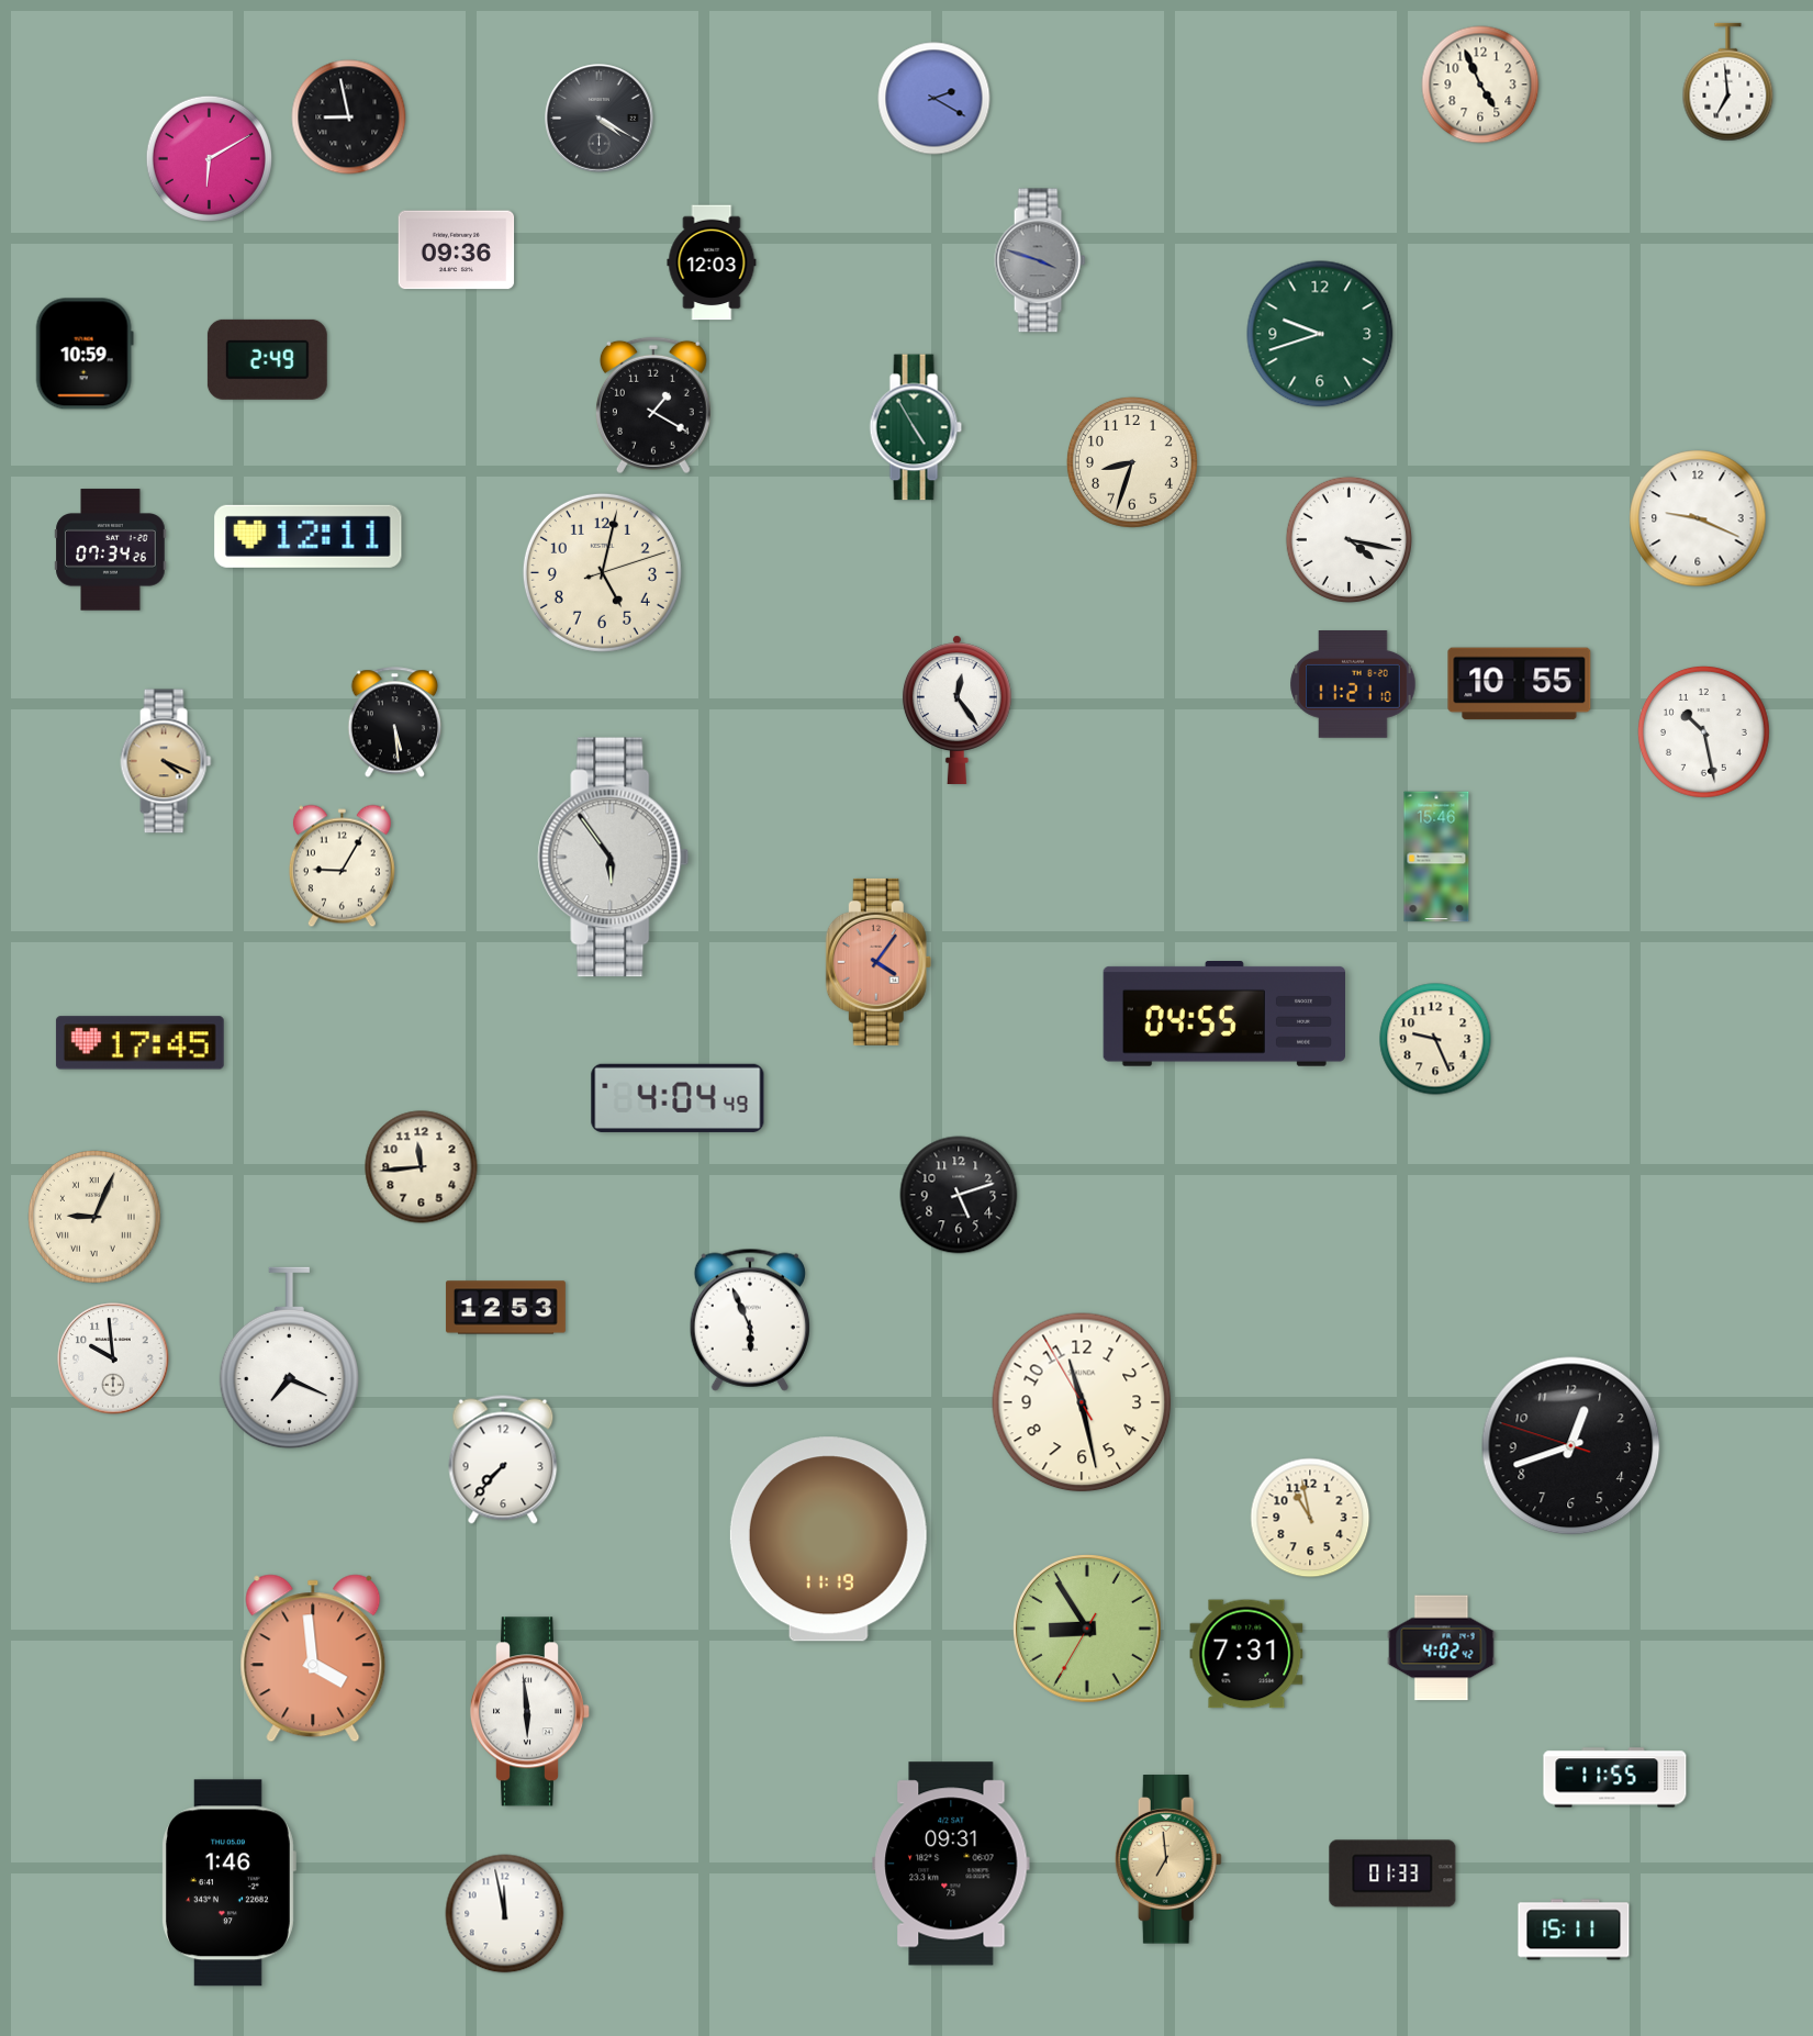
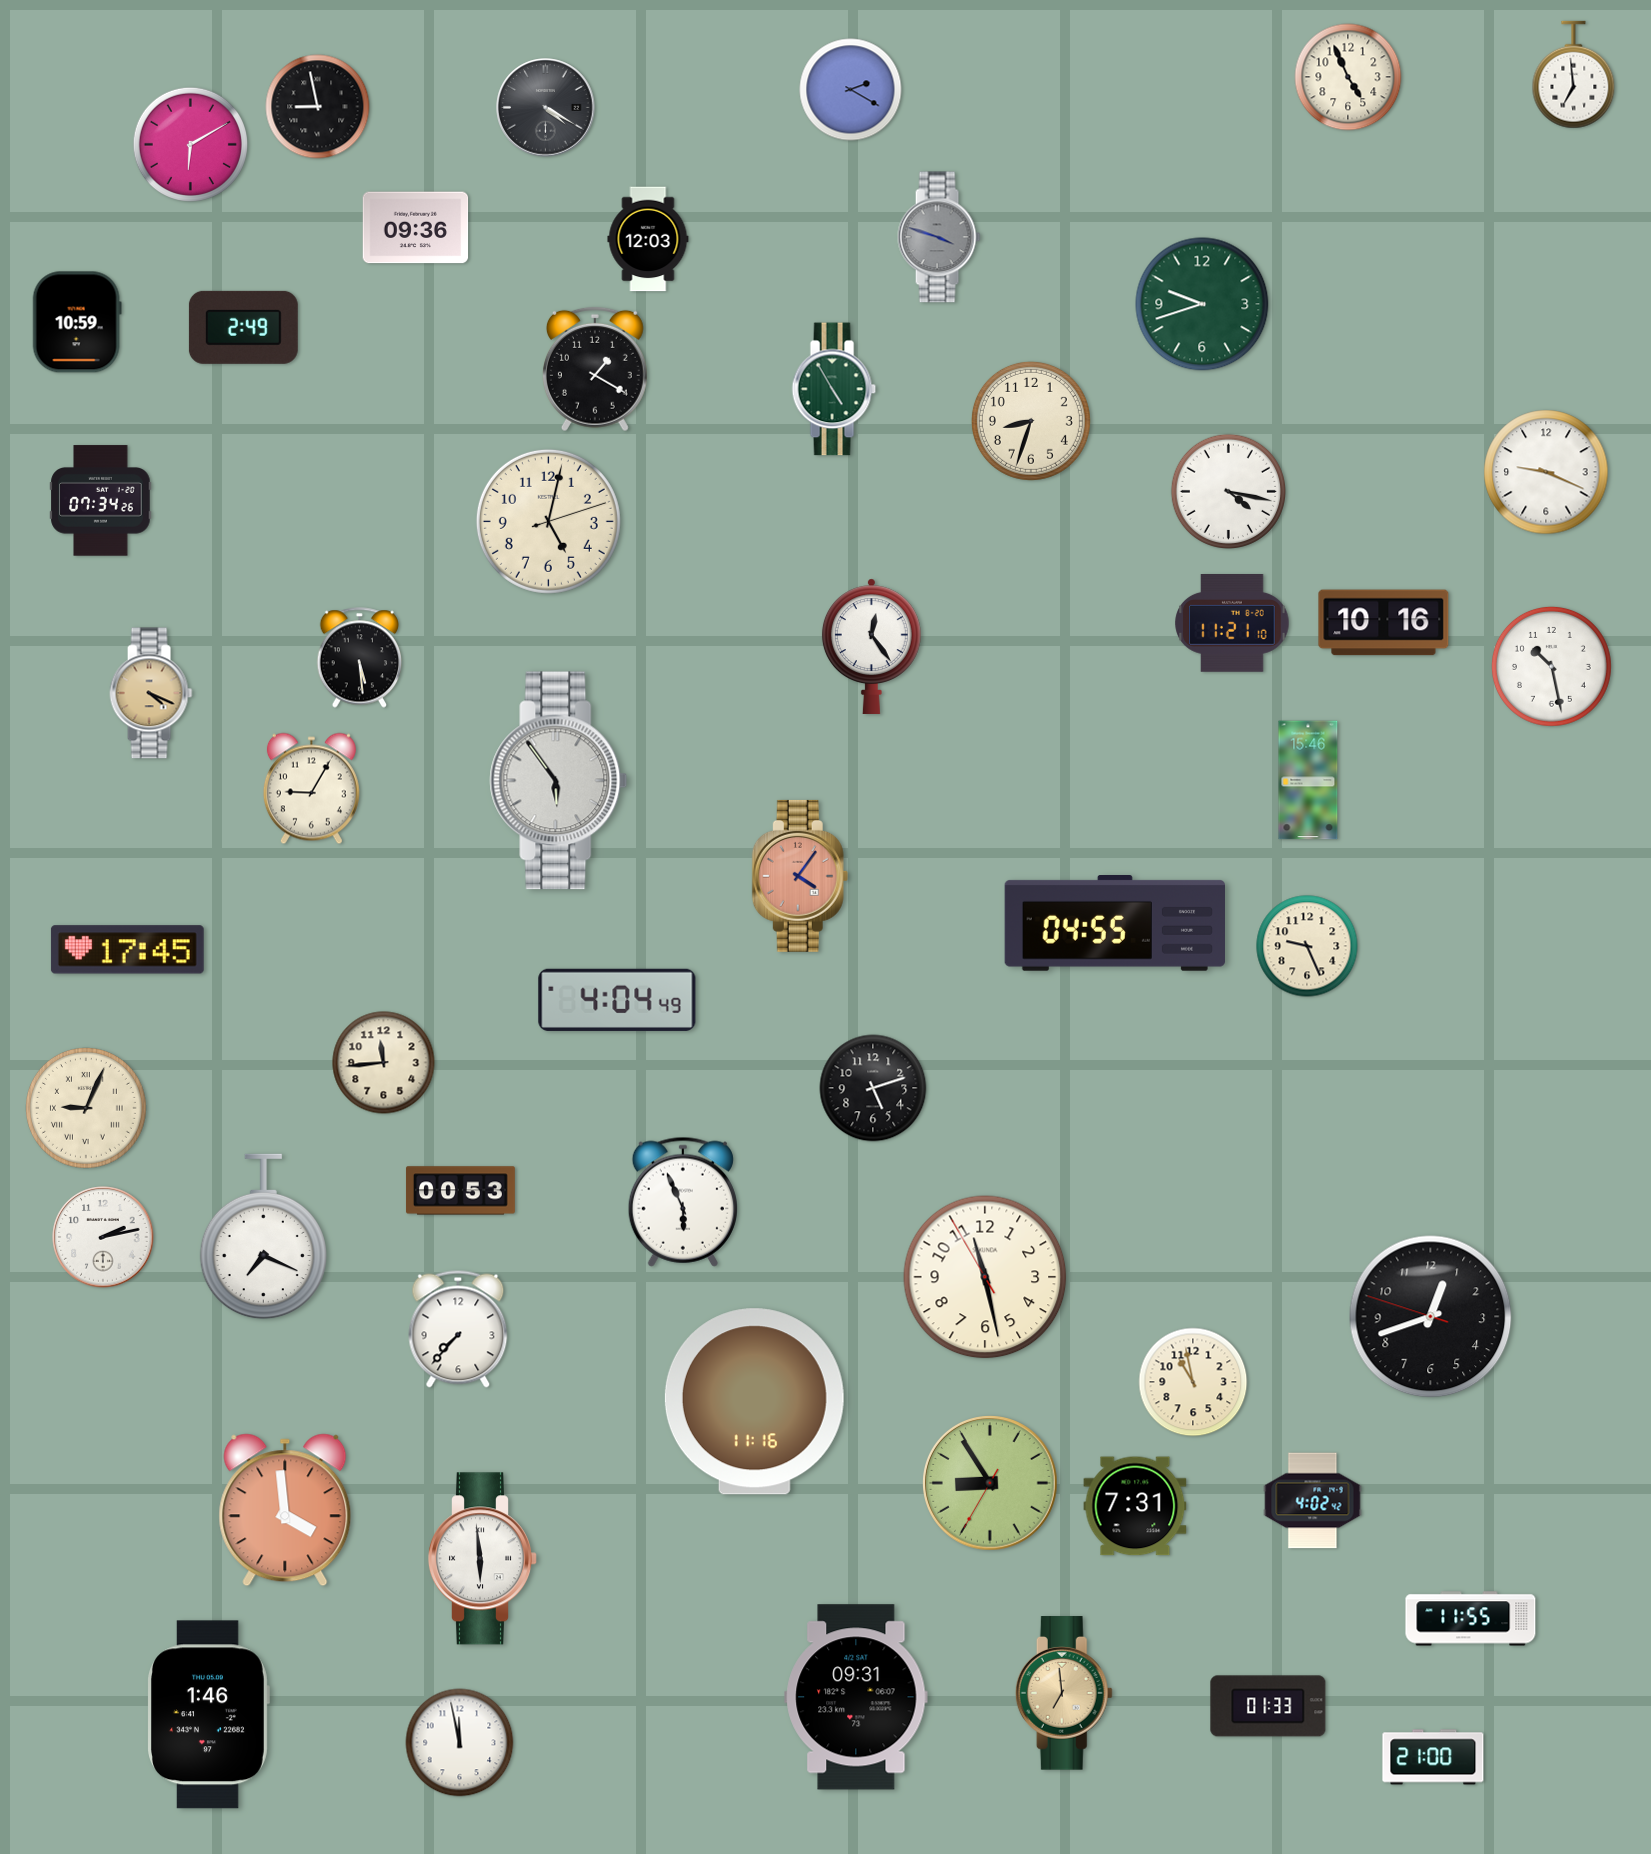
clock at (1040, 260) position: (1040, 260) -> (939, 237)
clock at (309, 536): 12:11 -> none
clock at (1520, 684): 10:55 -> 10:16
clock at (505, 1308): 12:53 -> 00:53
clock at (113, 1358): 9:59 -> 2:13
clock at (828, 1540): 11:19 -> 11:16
clock at (951, 1864) position: (951, 1864) -> (856, 1697)
clock at (1574, 1929): 15:11 -> 21:00
